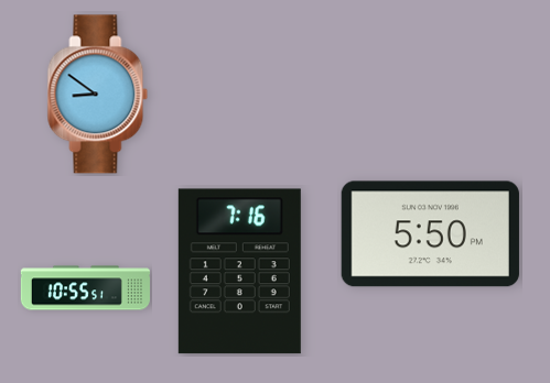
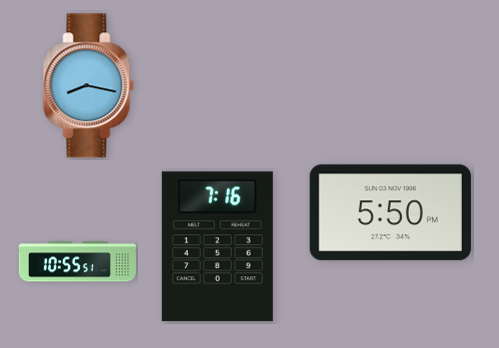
clock at (98, 95): 8:51 -> 8:17
